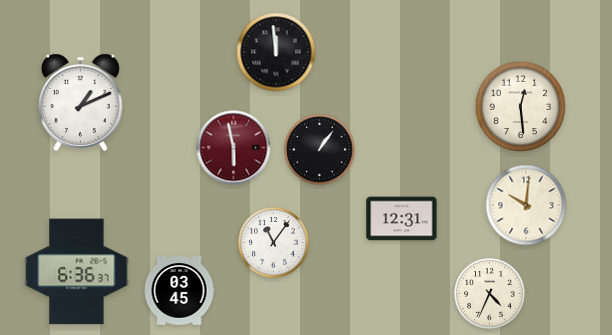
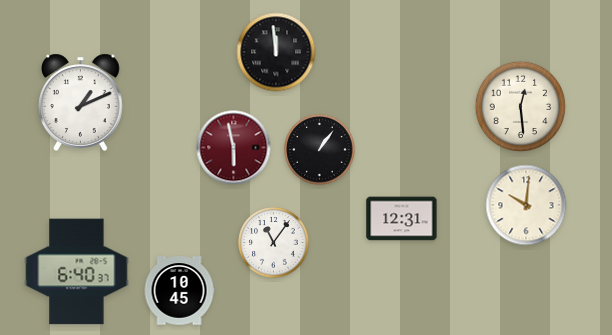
clock at (77, 272): 6:36 -> 6:40
clock at (179, 291): 03:45 -> 10:45
clock at (490, 294): 4:34 -> none
